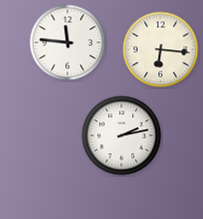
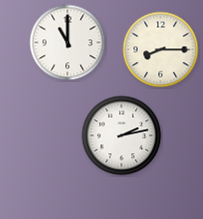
clock at (68, 43): 11:46 -> 11:00
clock at (161, 50): 6:16 -> 8:15
